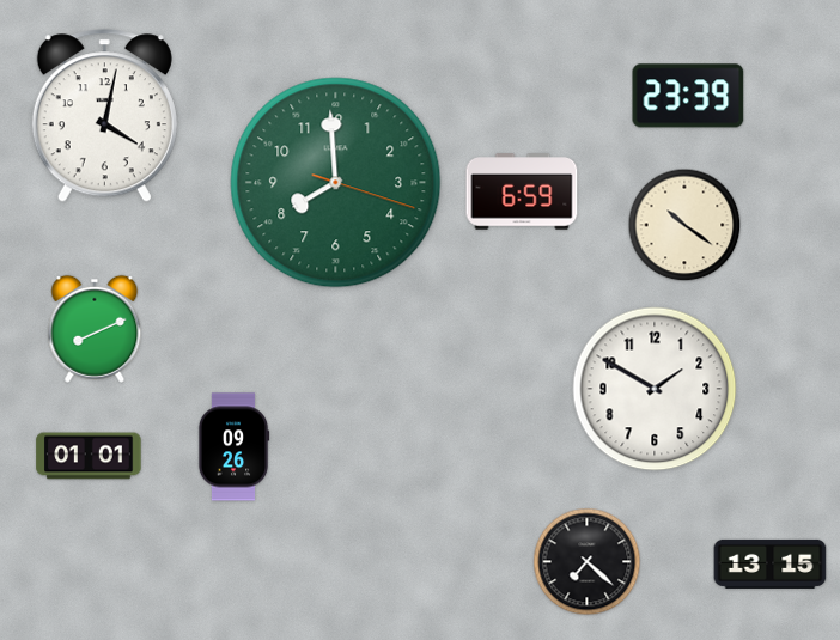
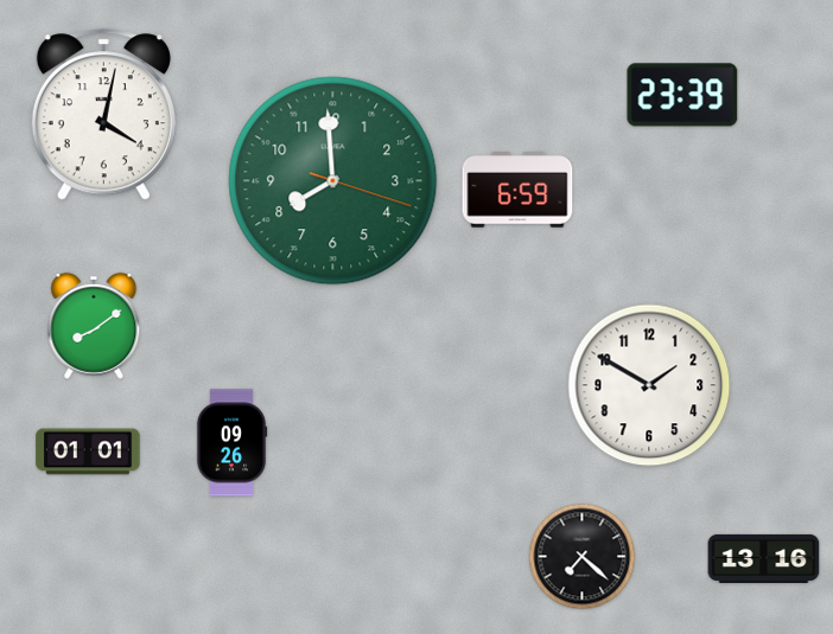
clock at (684, 225): 10:21 -> none
clock at (95, 329): 8:11 -> 8:09
clock at (771, 563): 13:15 -> 13:16
